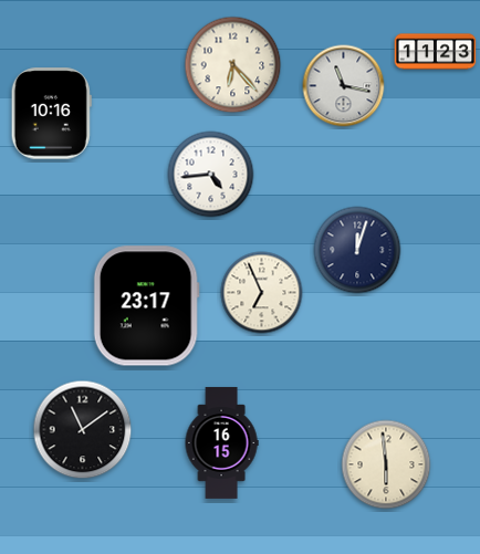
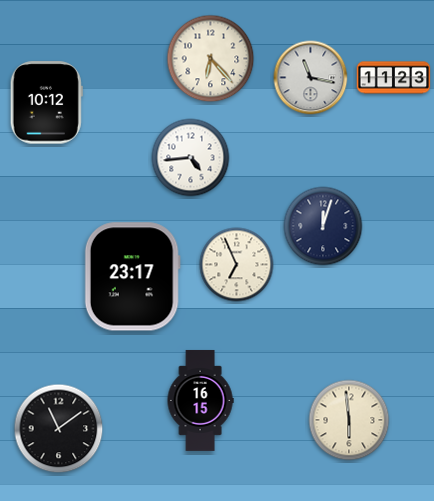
clock at (436, 52) position: (436, 52) -> (394, 78)
clock at (51, 114): 10:16 -> 10:12
clock at (83, 430) position: (83, 430) -> (59, 429)
